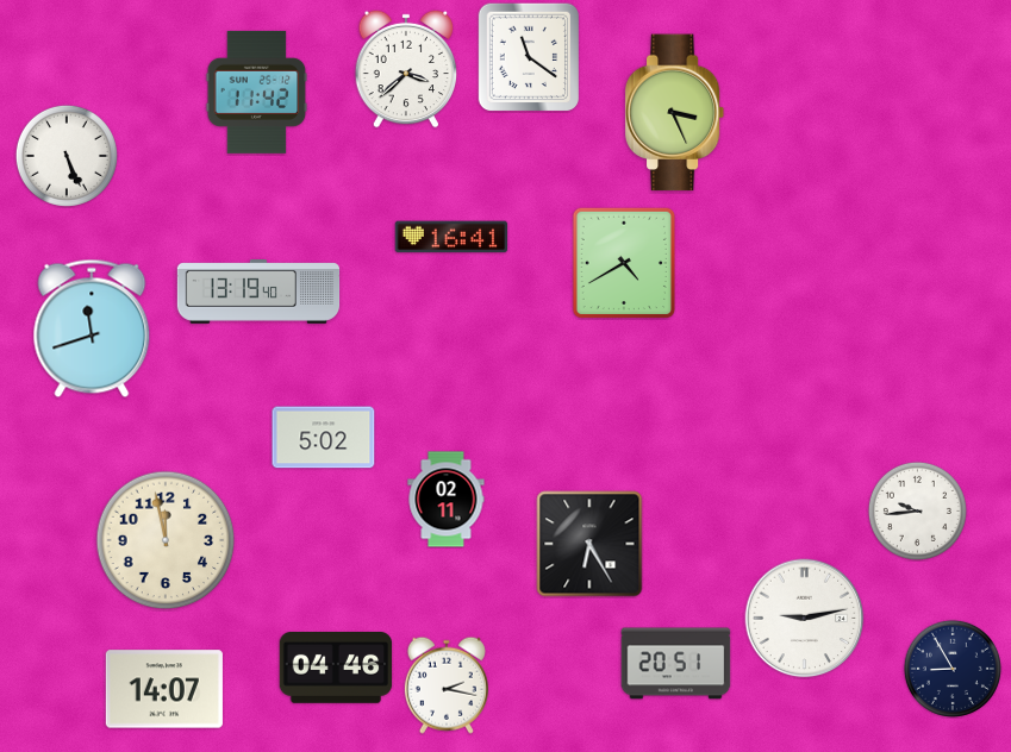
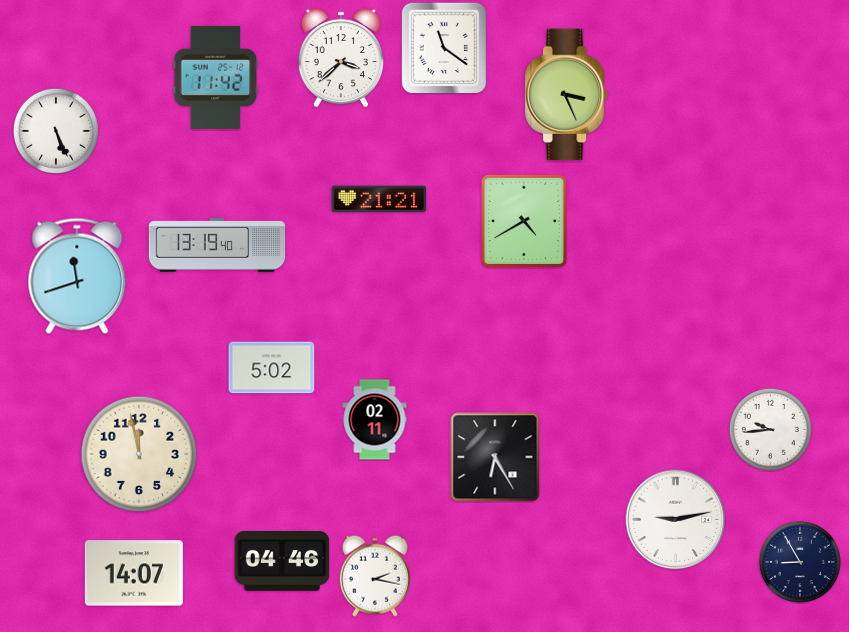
clock at (451, 237): 16:41 -> 21:21
clock at (676, 664): 20:51 -> none
clock at (164, 689) position: (164, 689) -> (134, 573)
